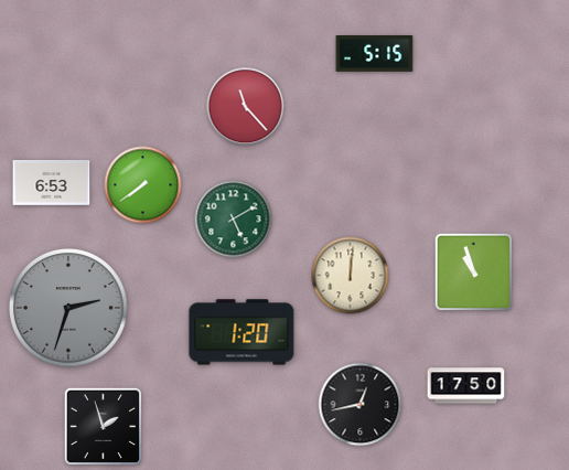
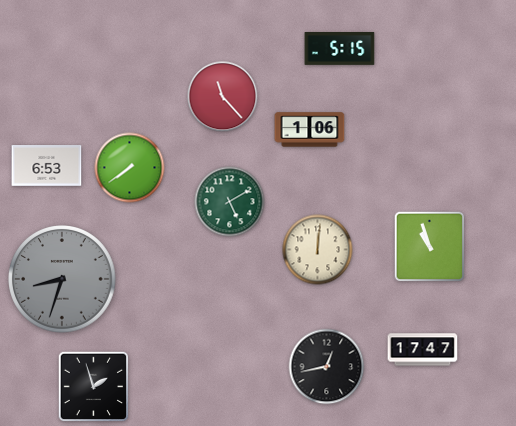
clock at (310, 130): none -> 1:06
clock at (234, 220) position: (234, 220) -> (230, 202)
clock at (69, 309): 2:33 -> 8:33
clock at (241, 332): 1:20 -> none
clock at (466, 386): 17:50 -> 17:47
